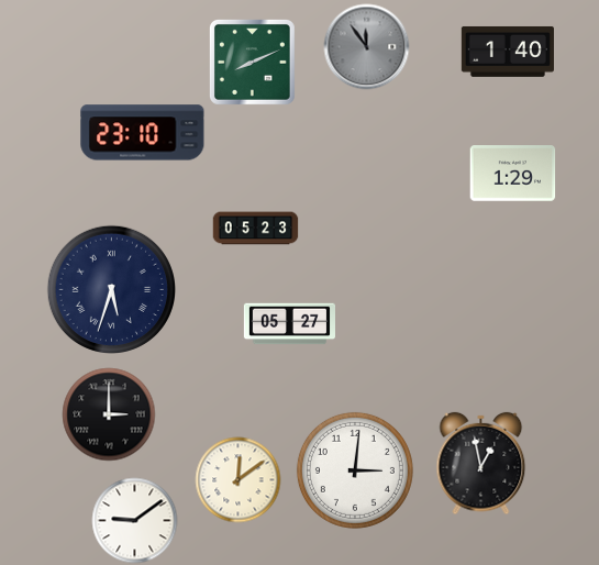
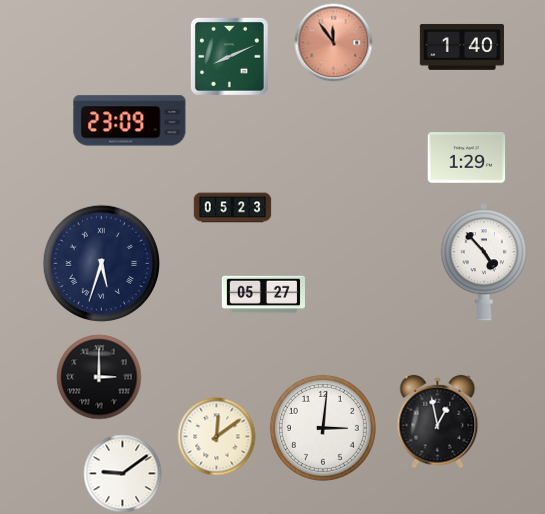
clock at (366, 46) dial: grey -> salmon
clock at (143, 133): 23:10 -> 23:09
clock at (484, 263): none -> 4:53
